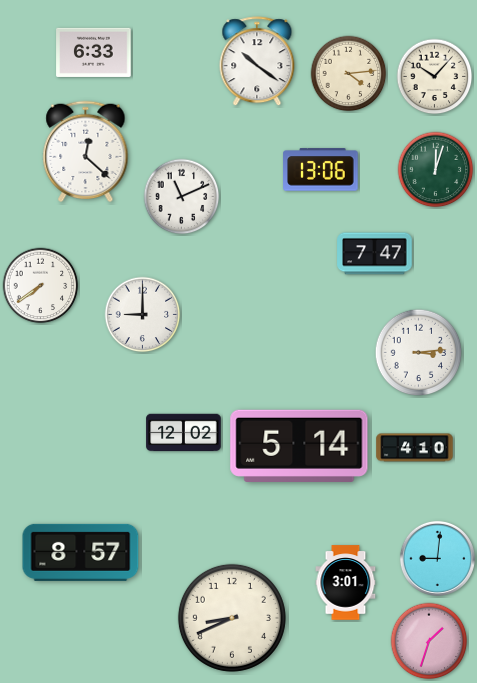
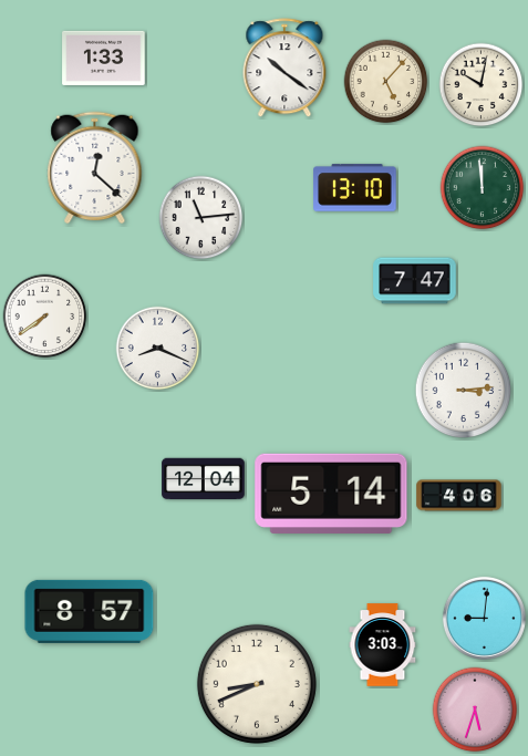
clock at (94, 52): 6:33 -> 1:33
clock at (349, 74): 4:14 -> 5:07
clock at (435, 77): 10:07 -> 10:02
clock at (321, 170): 13:06 -> 13:10
clock at (436, 170): 12:03 -> 11:59
clock at (182, 197): 11:11 -> 11:14
clock at (143, 315): 9:00 -> 8:19
clock at (184, 433): 12:02 -> 12:04
clock at (415, 448): 4:10 -> 4:06
clock at (346, 583): 3:01 -> 3:03
clock at (429, 641): 1:33 -> 5:33
